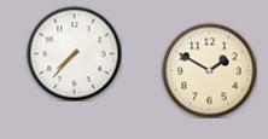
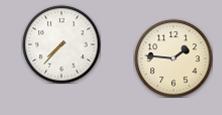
clock at (209, 70): 1:50 -> 1:46
